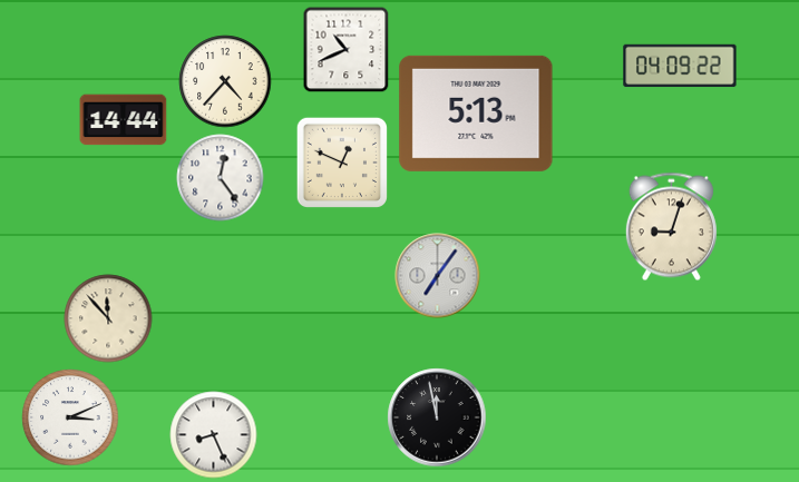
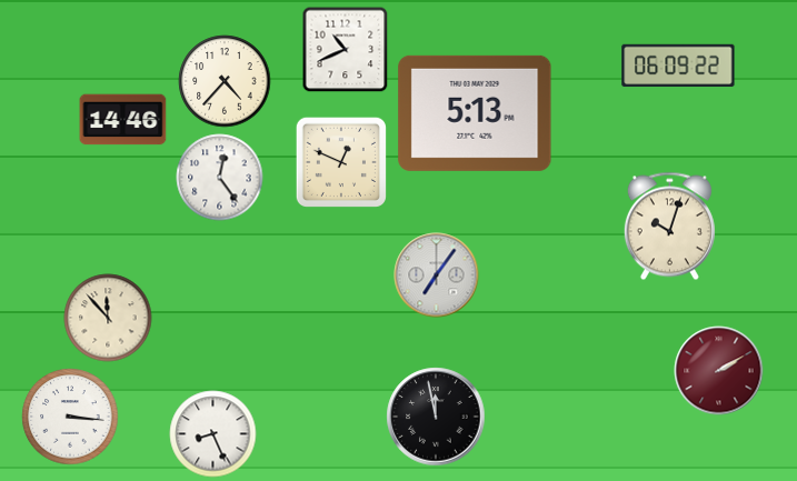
clock at (680, 66): 04:09 -> 06:09
clock at (124, 120): 14:44 -> 14:46
clock at (671, 227): 9:03 -> 10:03
clock at (719, 371): none -> 2:10
clock at (70, 417): 3:11 -> 3:16
